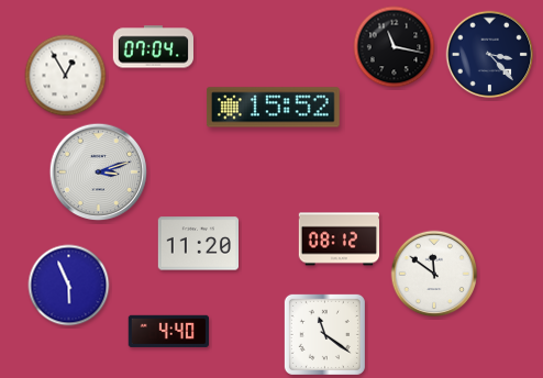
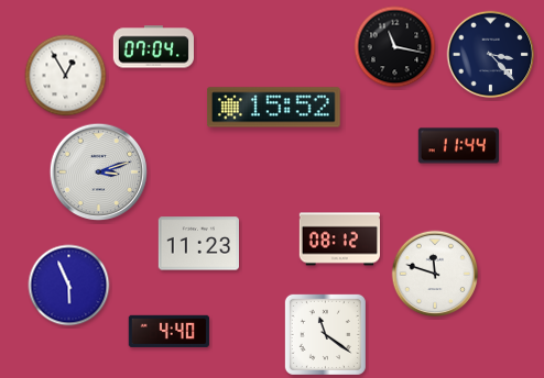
clock at (458, 146): none -> 11:44
clock at (198, 244): 11:20 -> 11:23
clock at (434, 274): 11:51 -> 11:48
